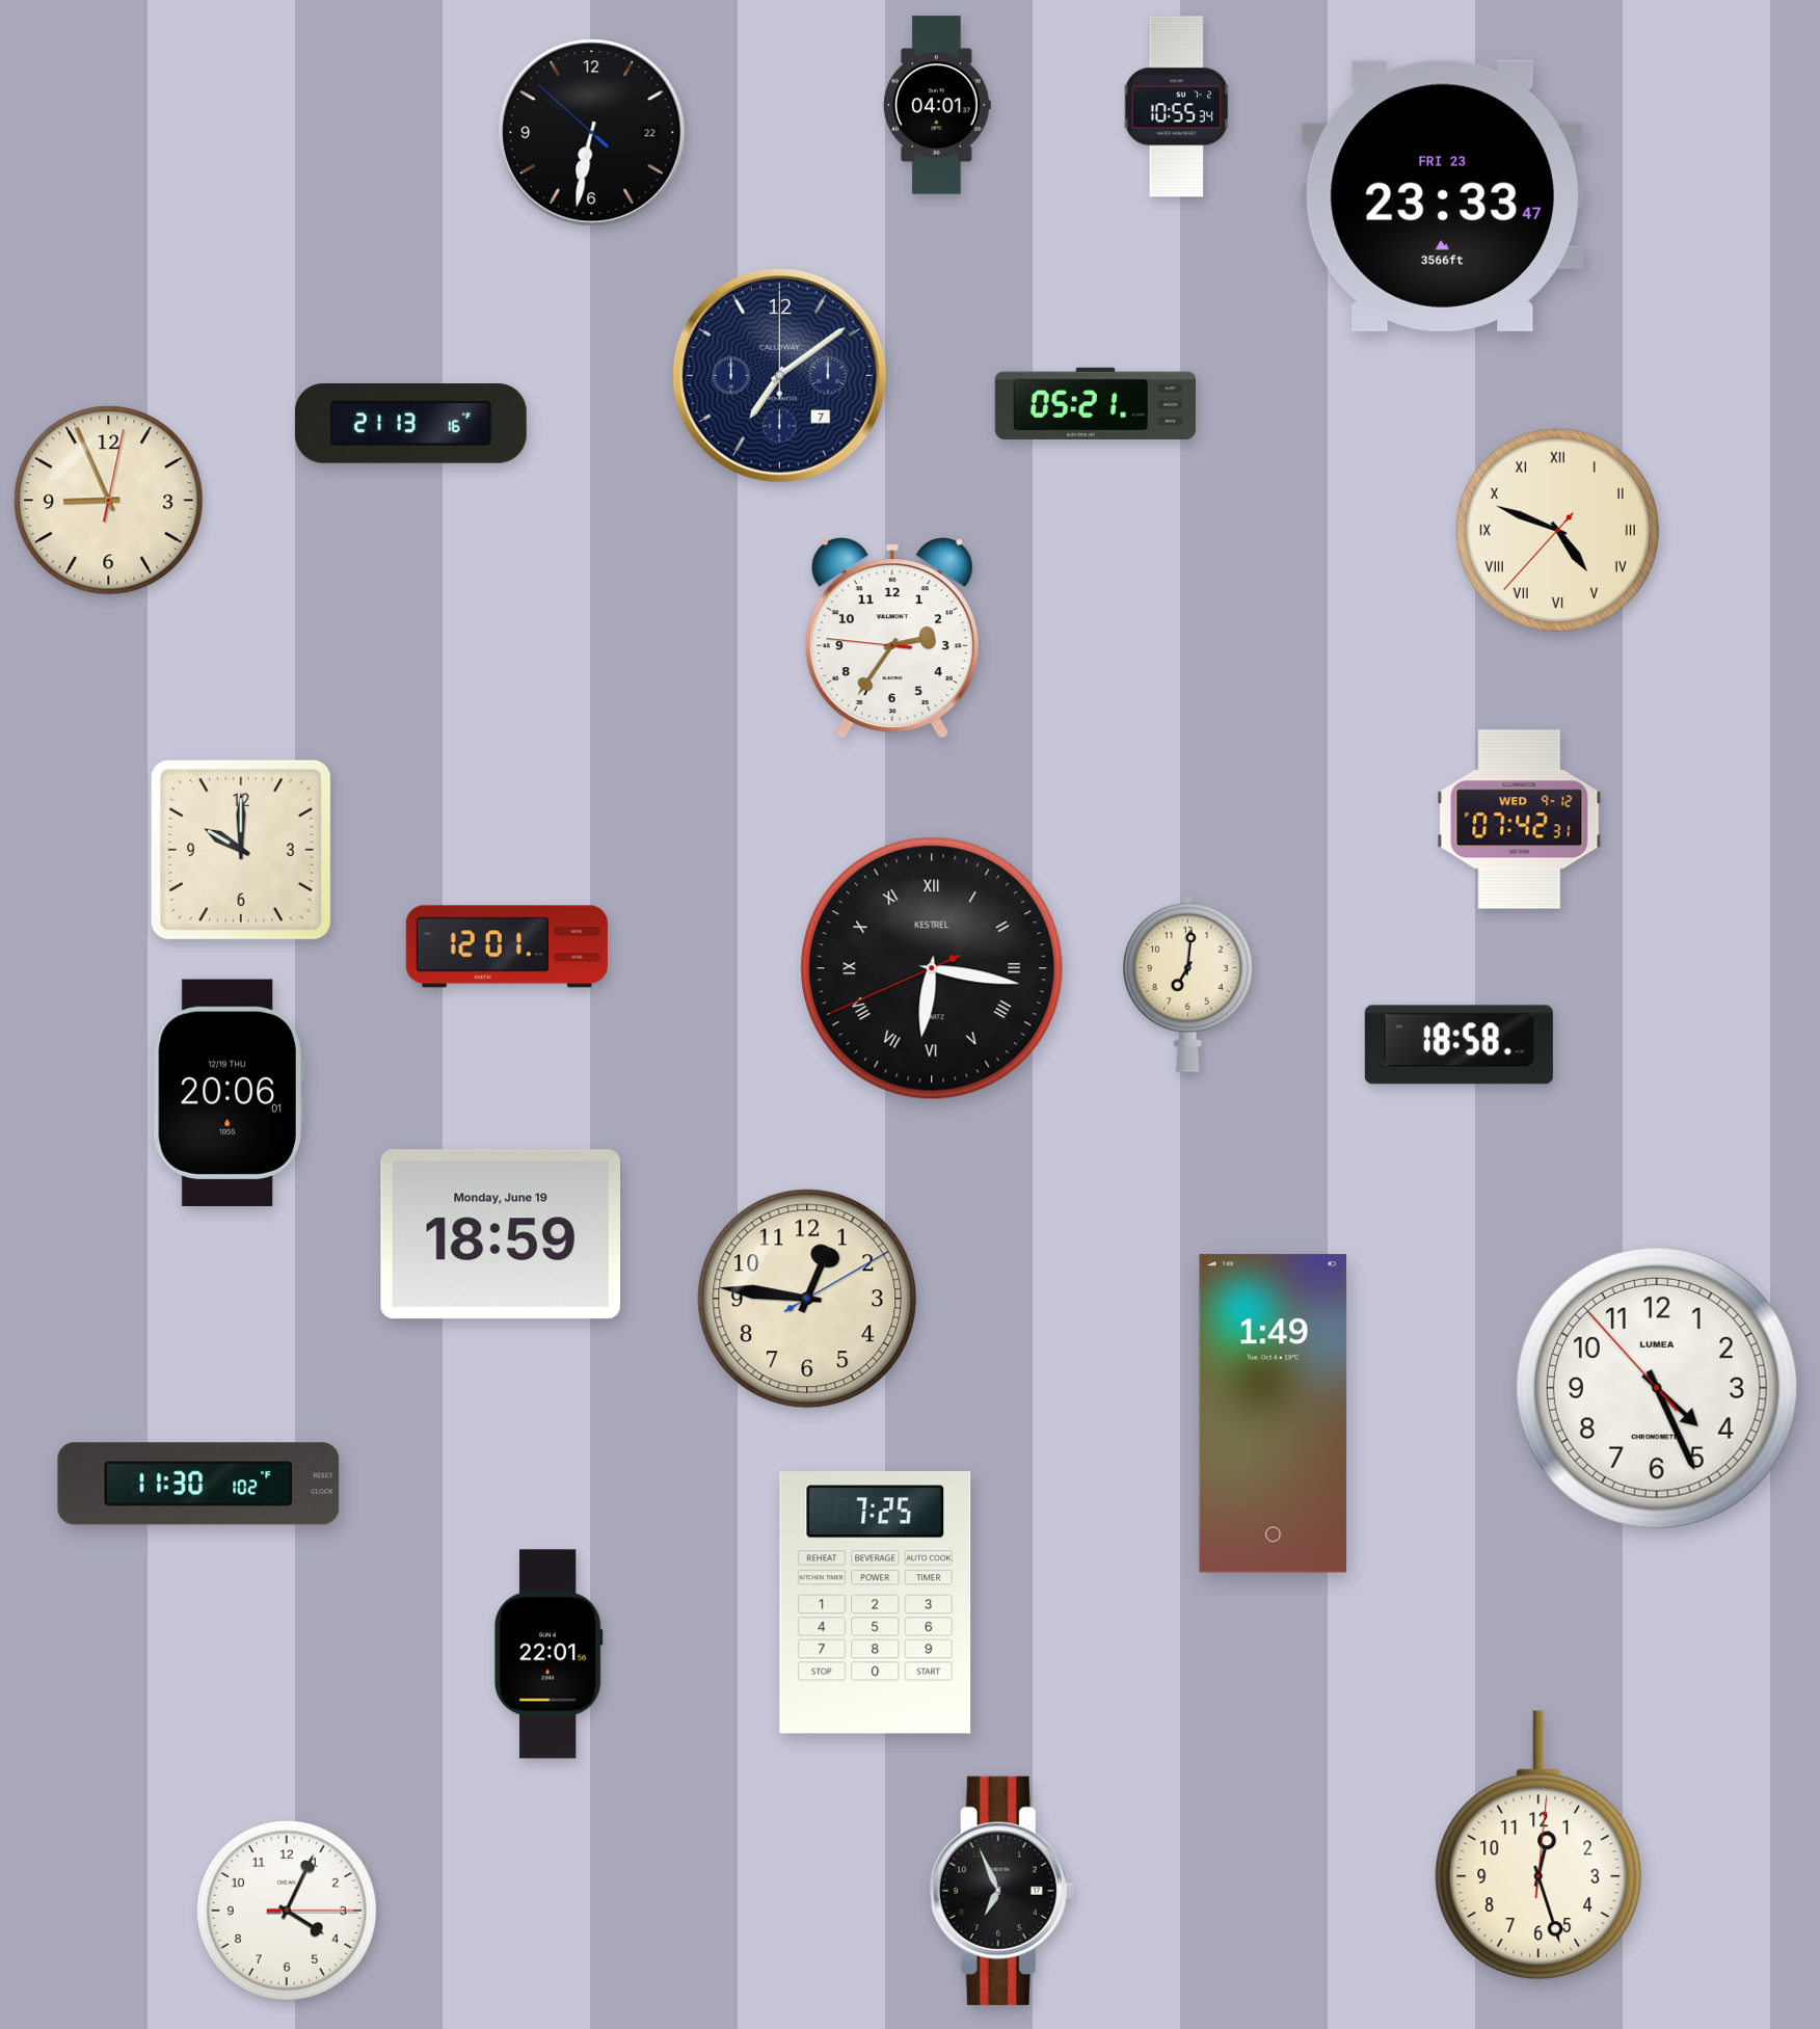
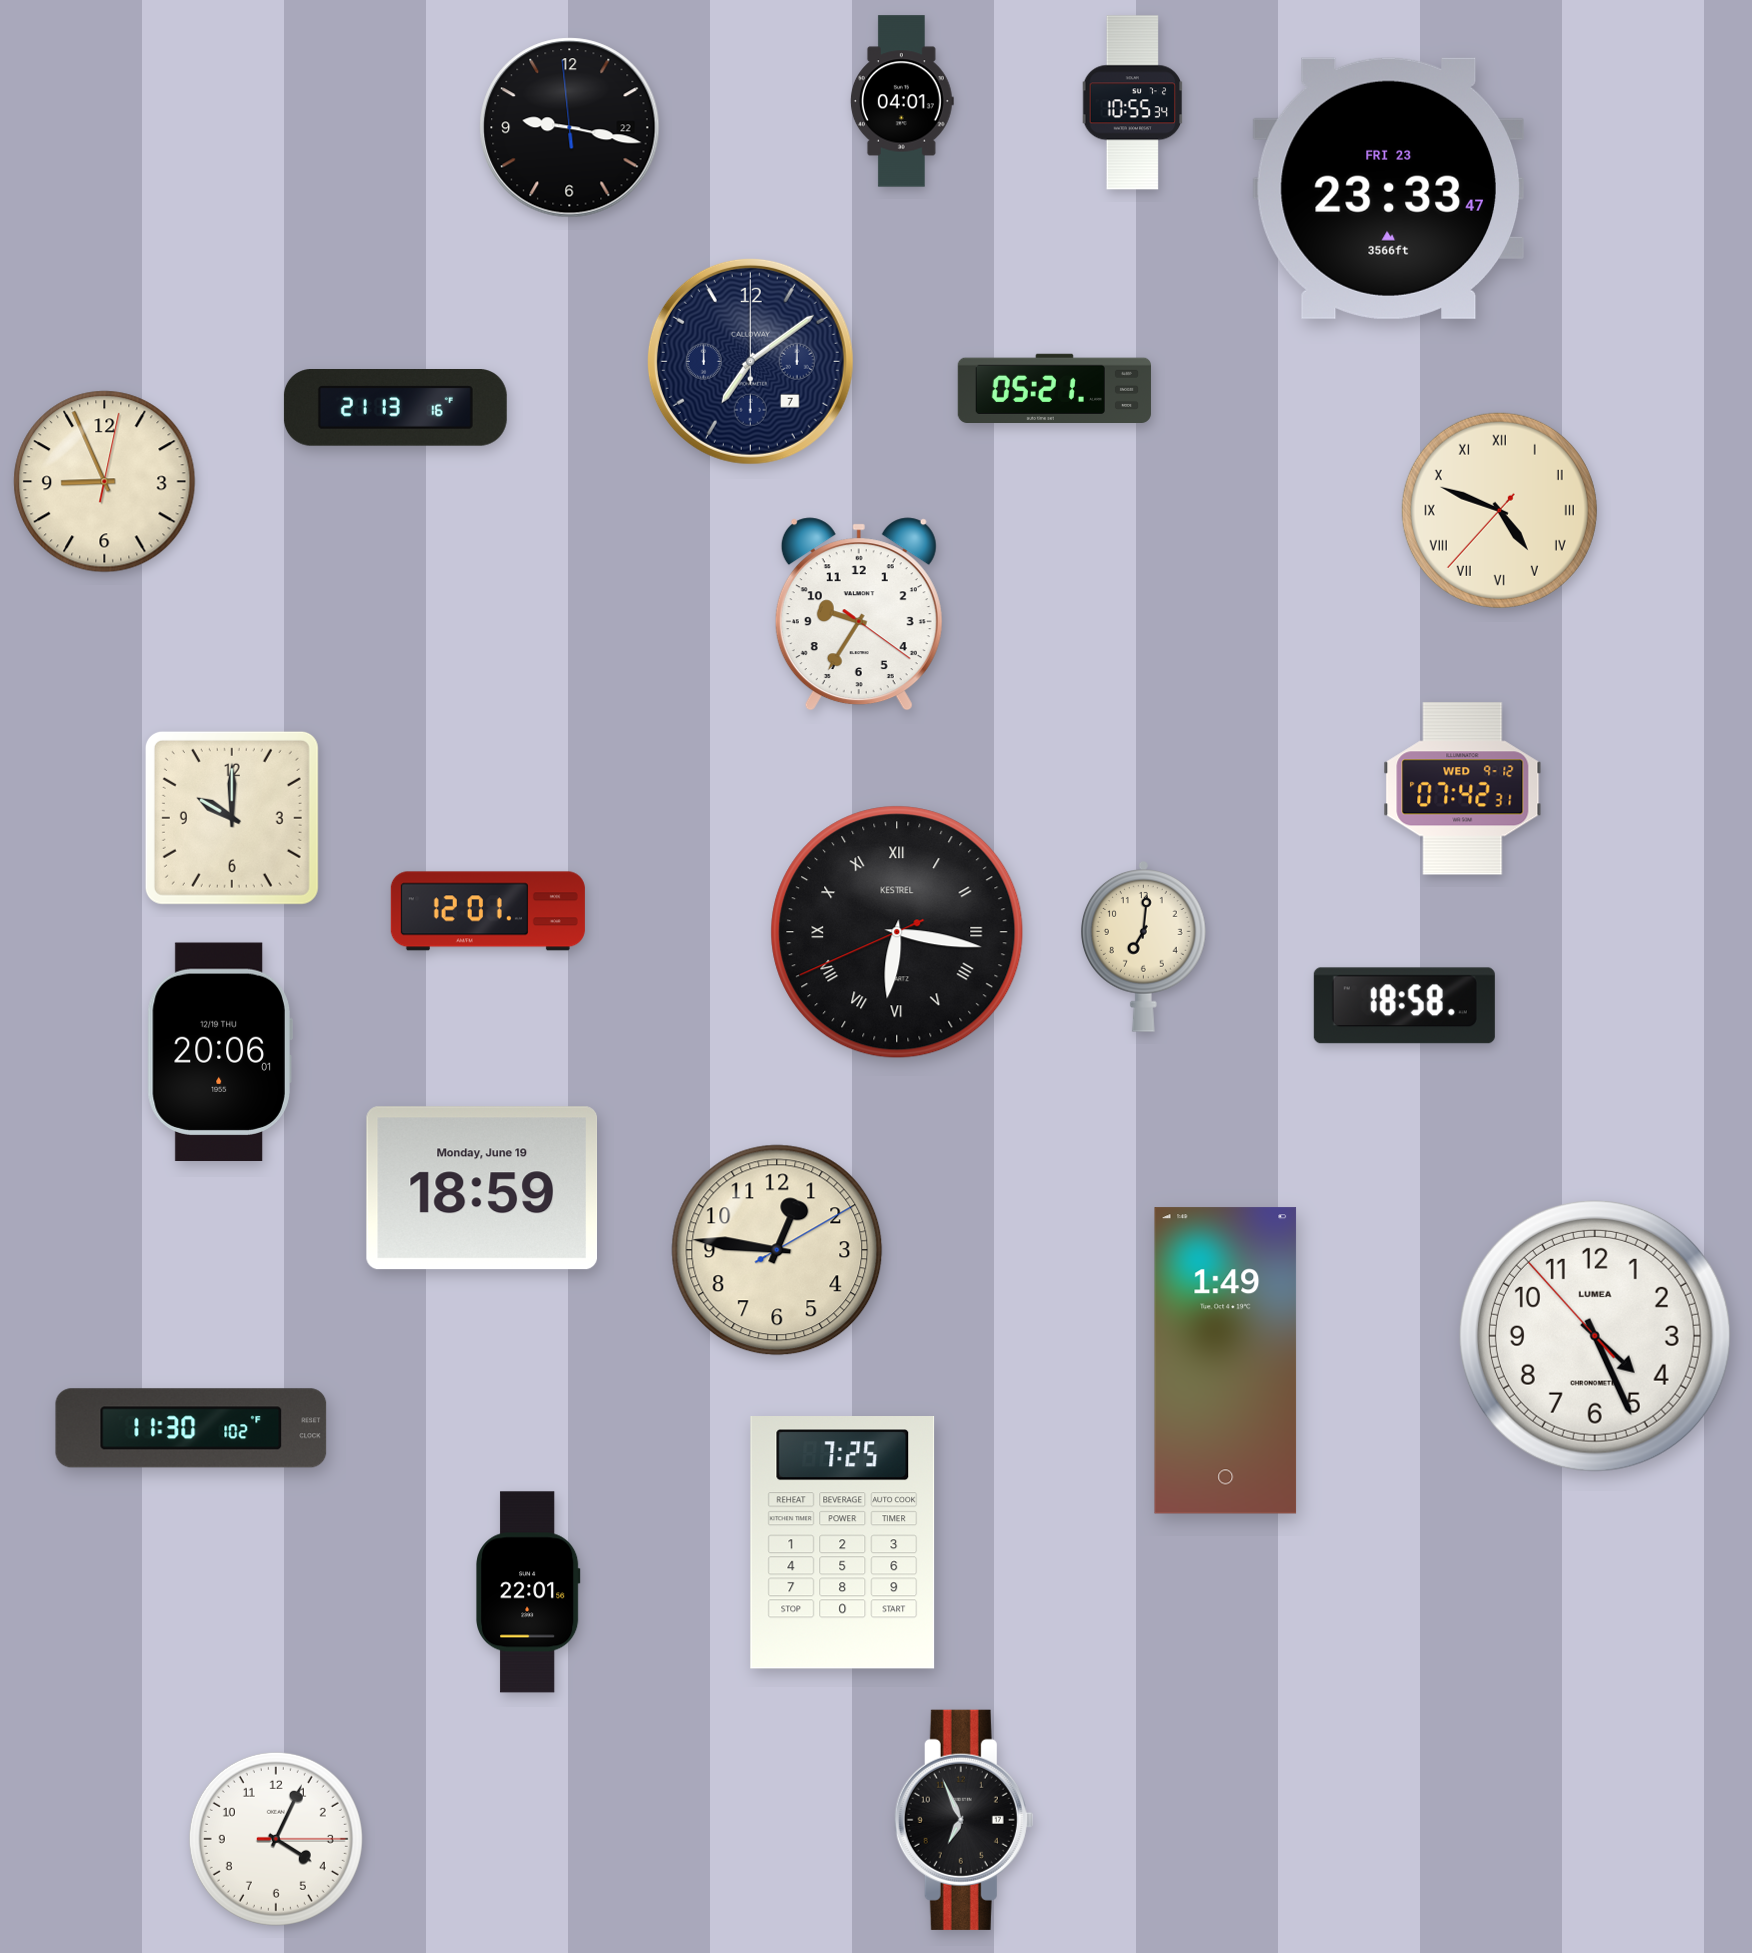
clock at (592, 133): 6:31 -> 9:16
clock at (892, 638): 2:35 -> 9:35
clock at (1538, 1845): 12:27 -> none
